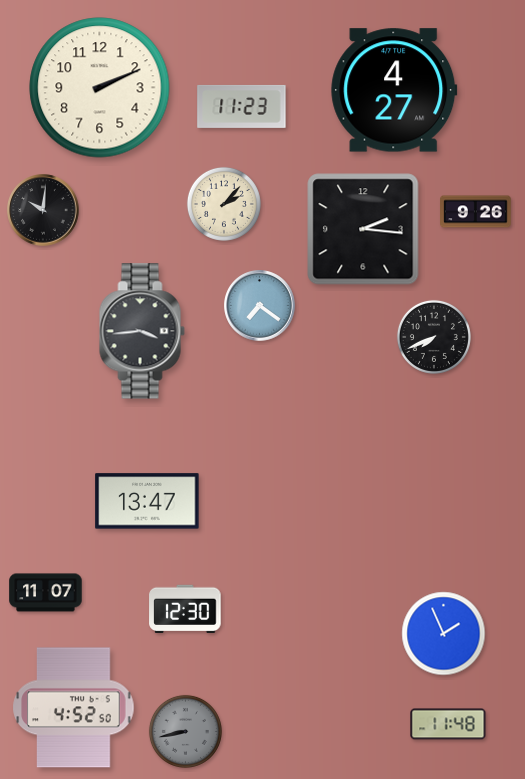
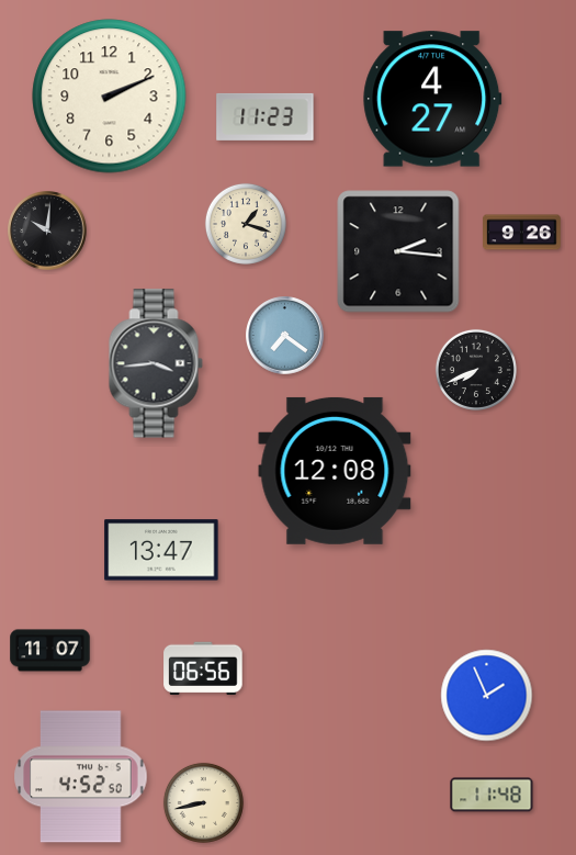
clock at (224, 204): 2:07 -> 1:18
clock at (335, 471): none -> 12:08
clock at (185, 608): 12:30 -> 06:56
clock at (185, 731) dial: grey -> cream
